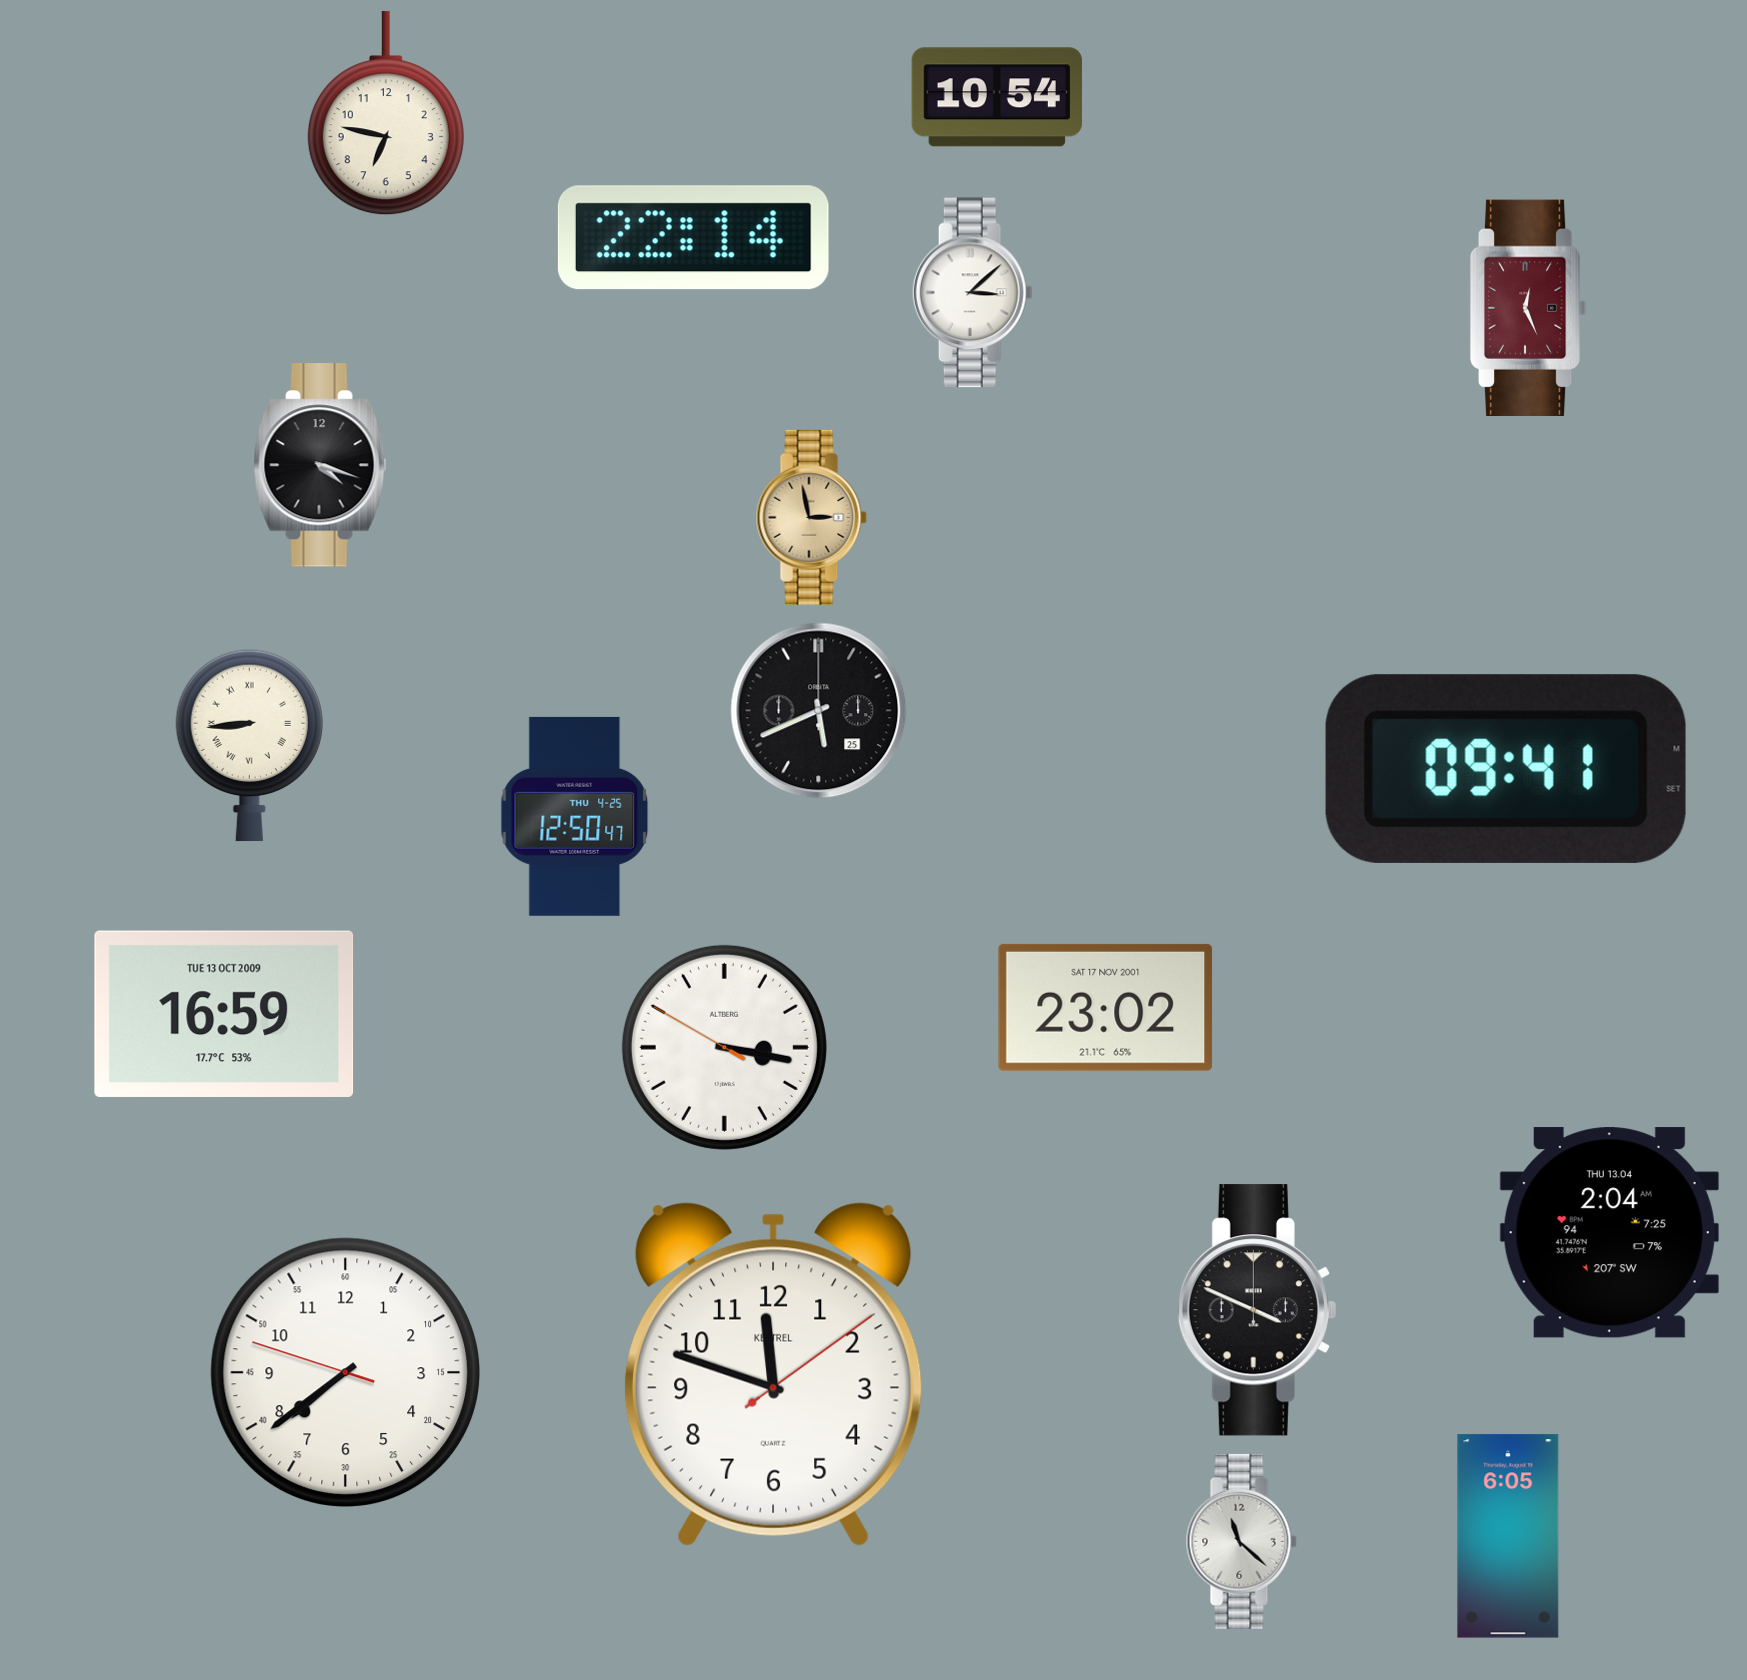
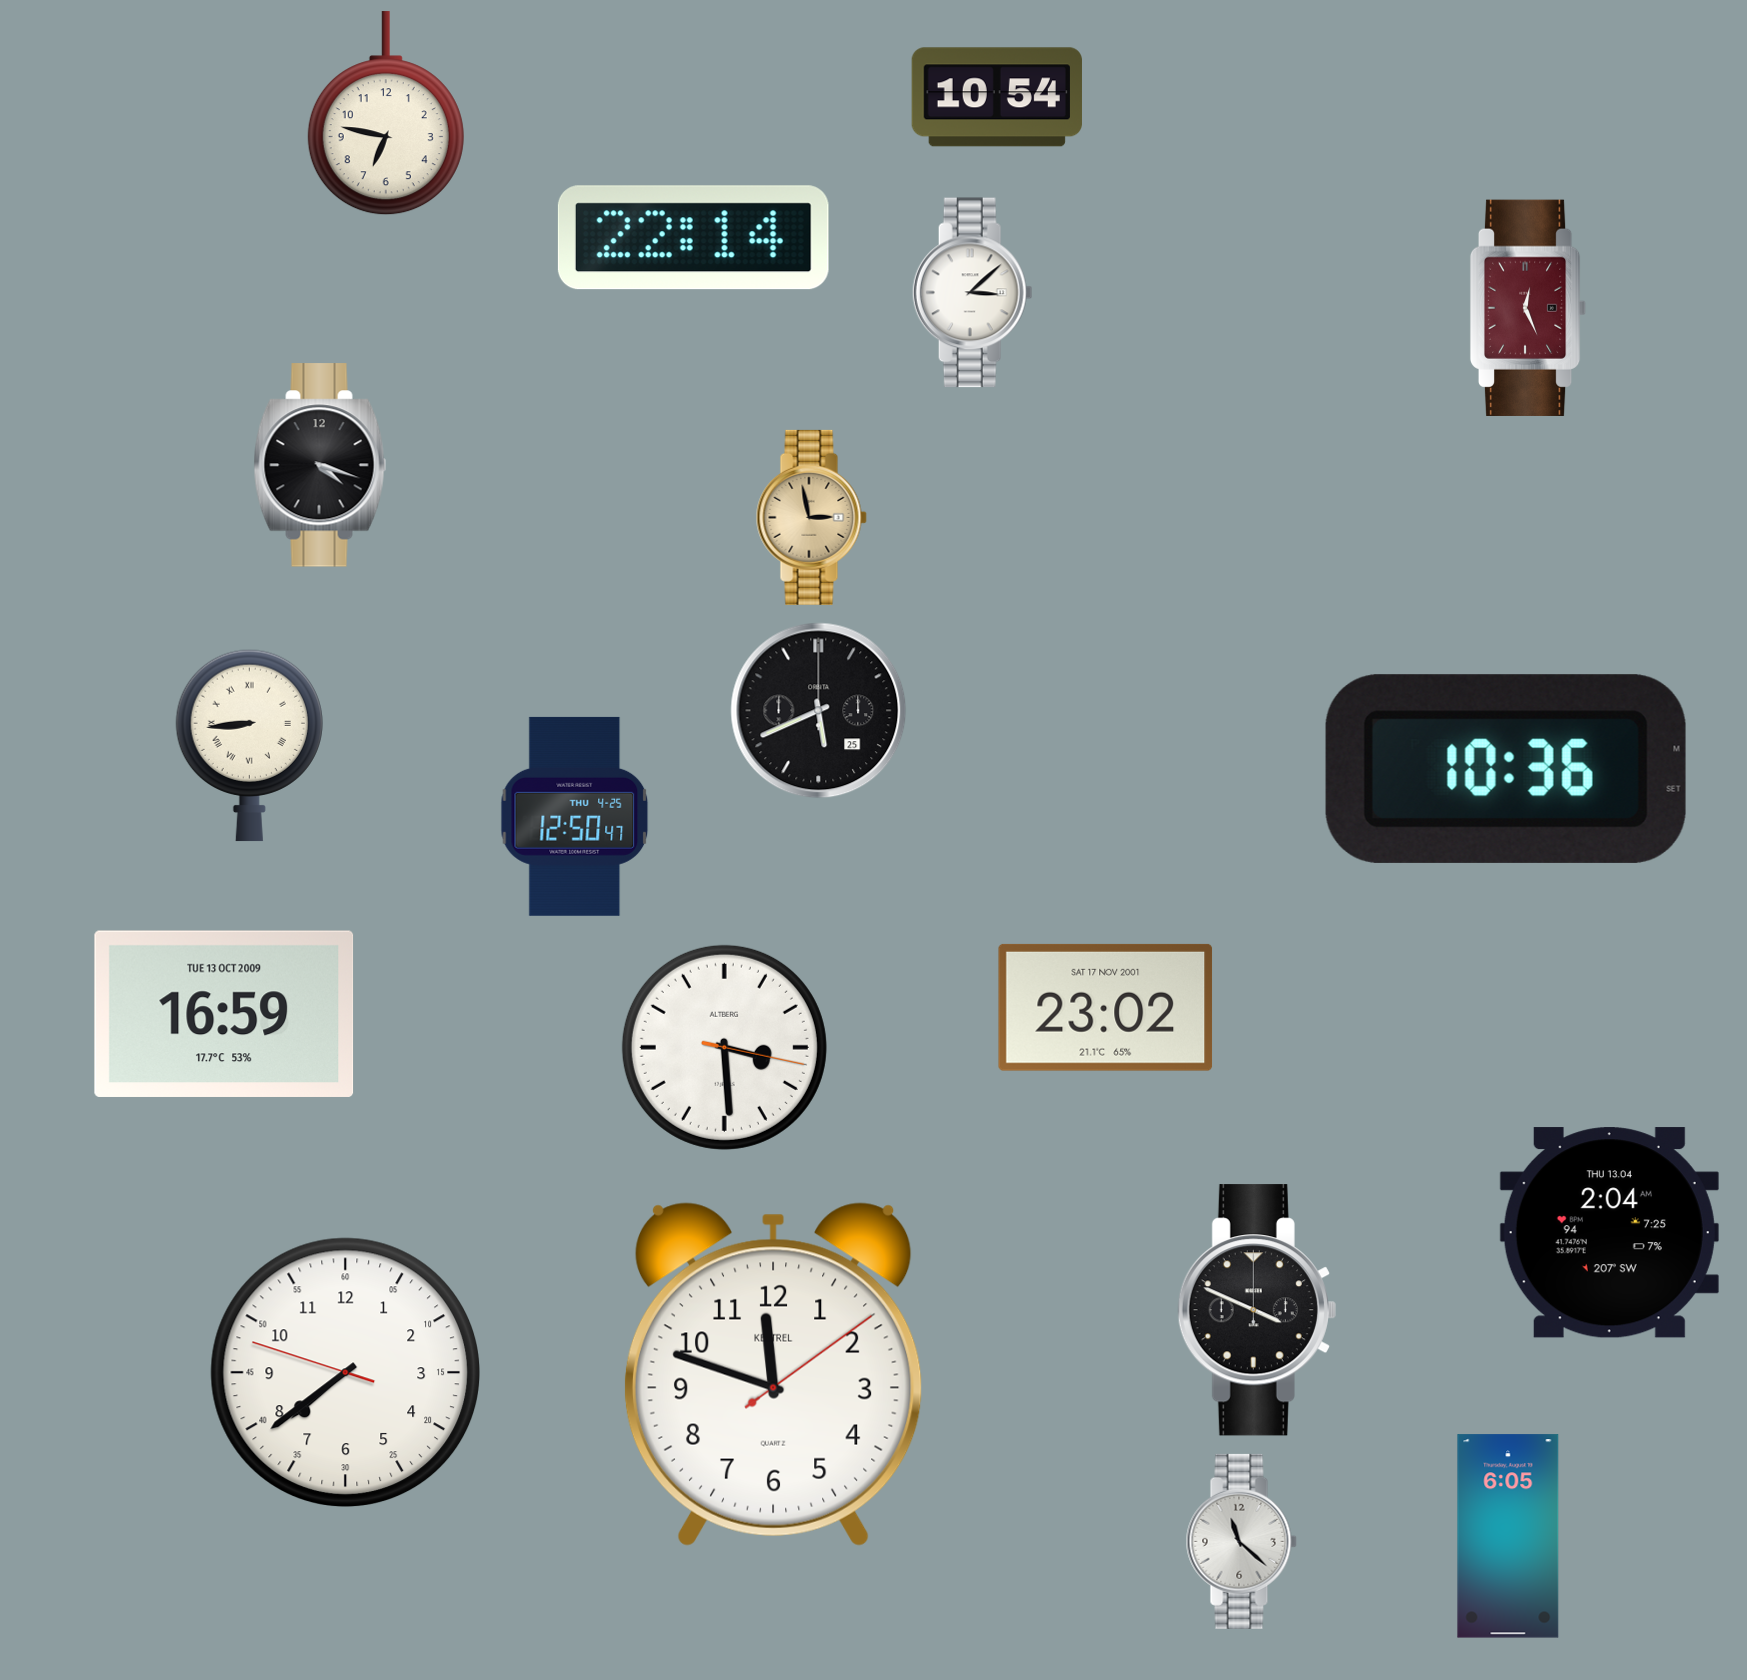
clock at (1506, 769): 09:41 -> 10:36
clock at (724, 1047): 3:16 -> 3:29
